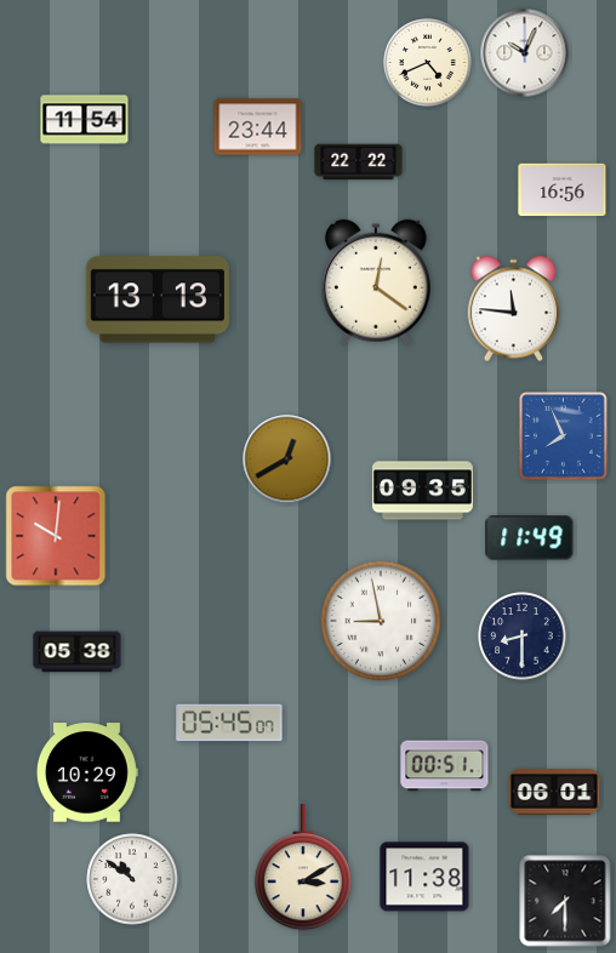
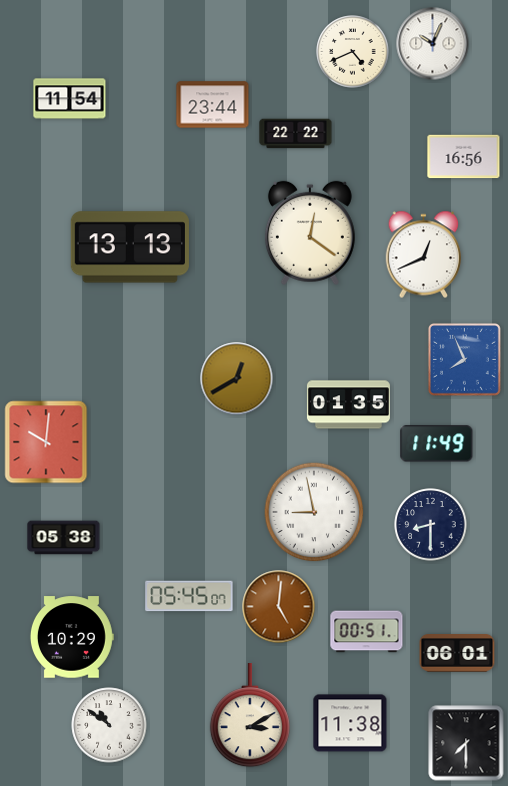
clock at (514, 309): 11:46 -> 12:41
clock at (422, 491): 09:35 -> 01:35
clock at (279, 607): none -> 5:01
